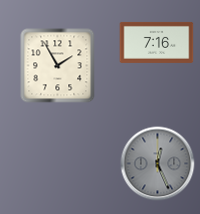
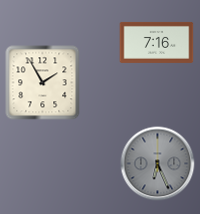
clock at (58, 66) position: (58, 66) -> (43, 83)
clock at (158, 164): 12:26 -> 6:26
